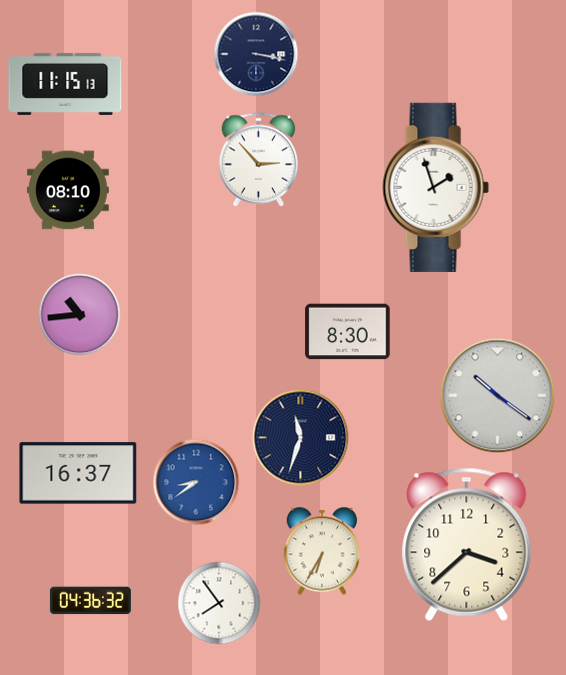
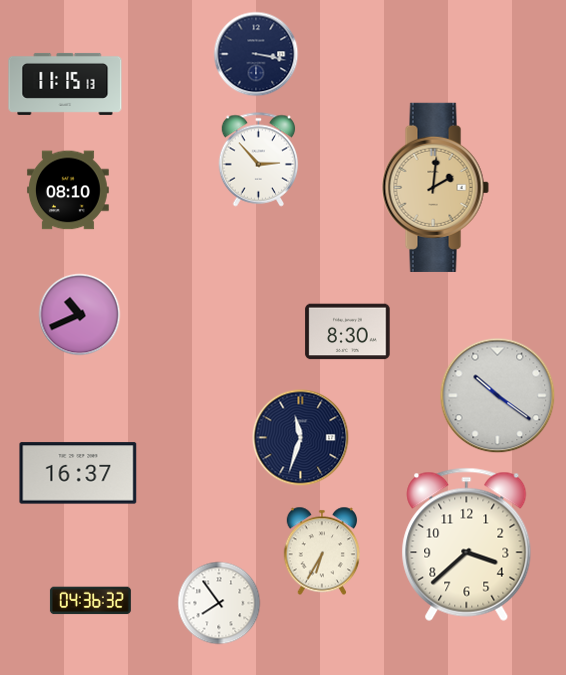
clock at (435, 187): 1:57 -> 2:01
clock at (435, 187) dial: white -> champagne
clock at (80, 315): 10:44 -> 10:41
clock at (196, 482): 8:39 -> none
